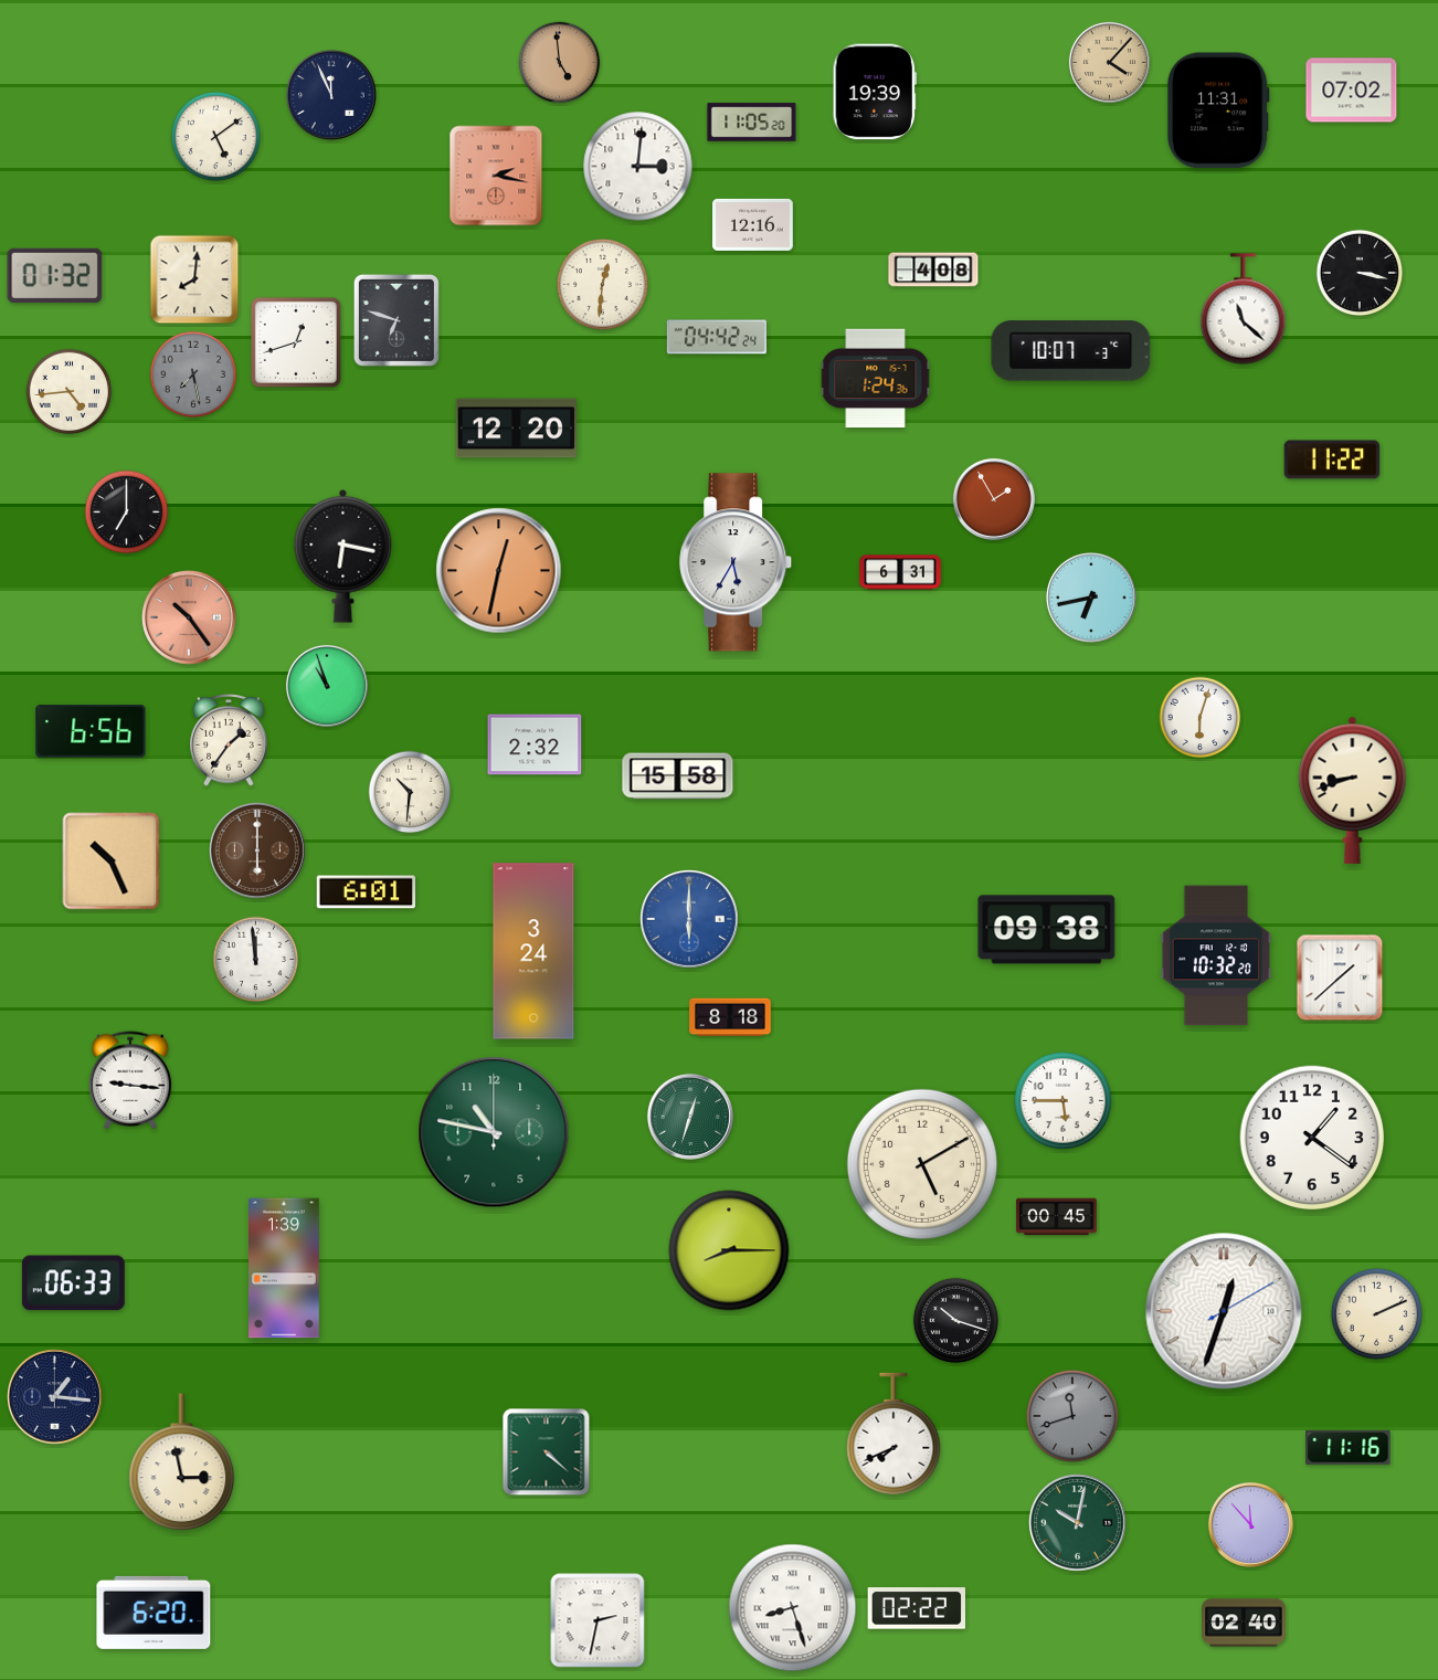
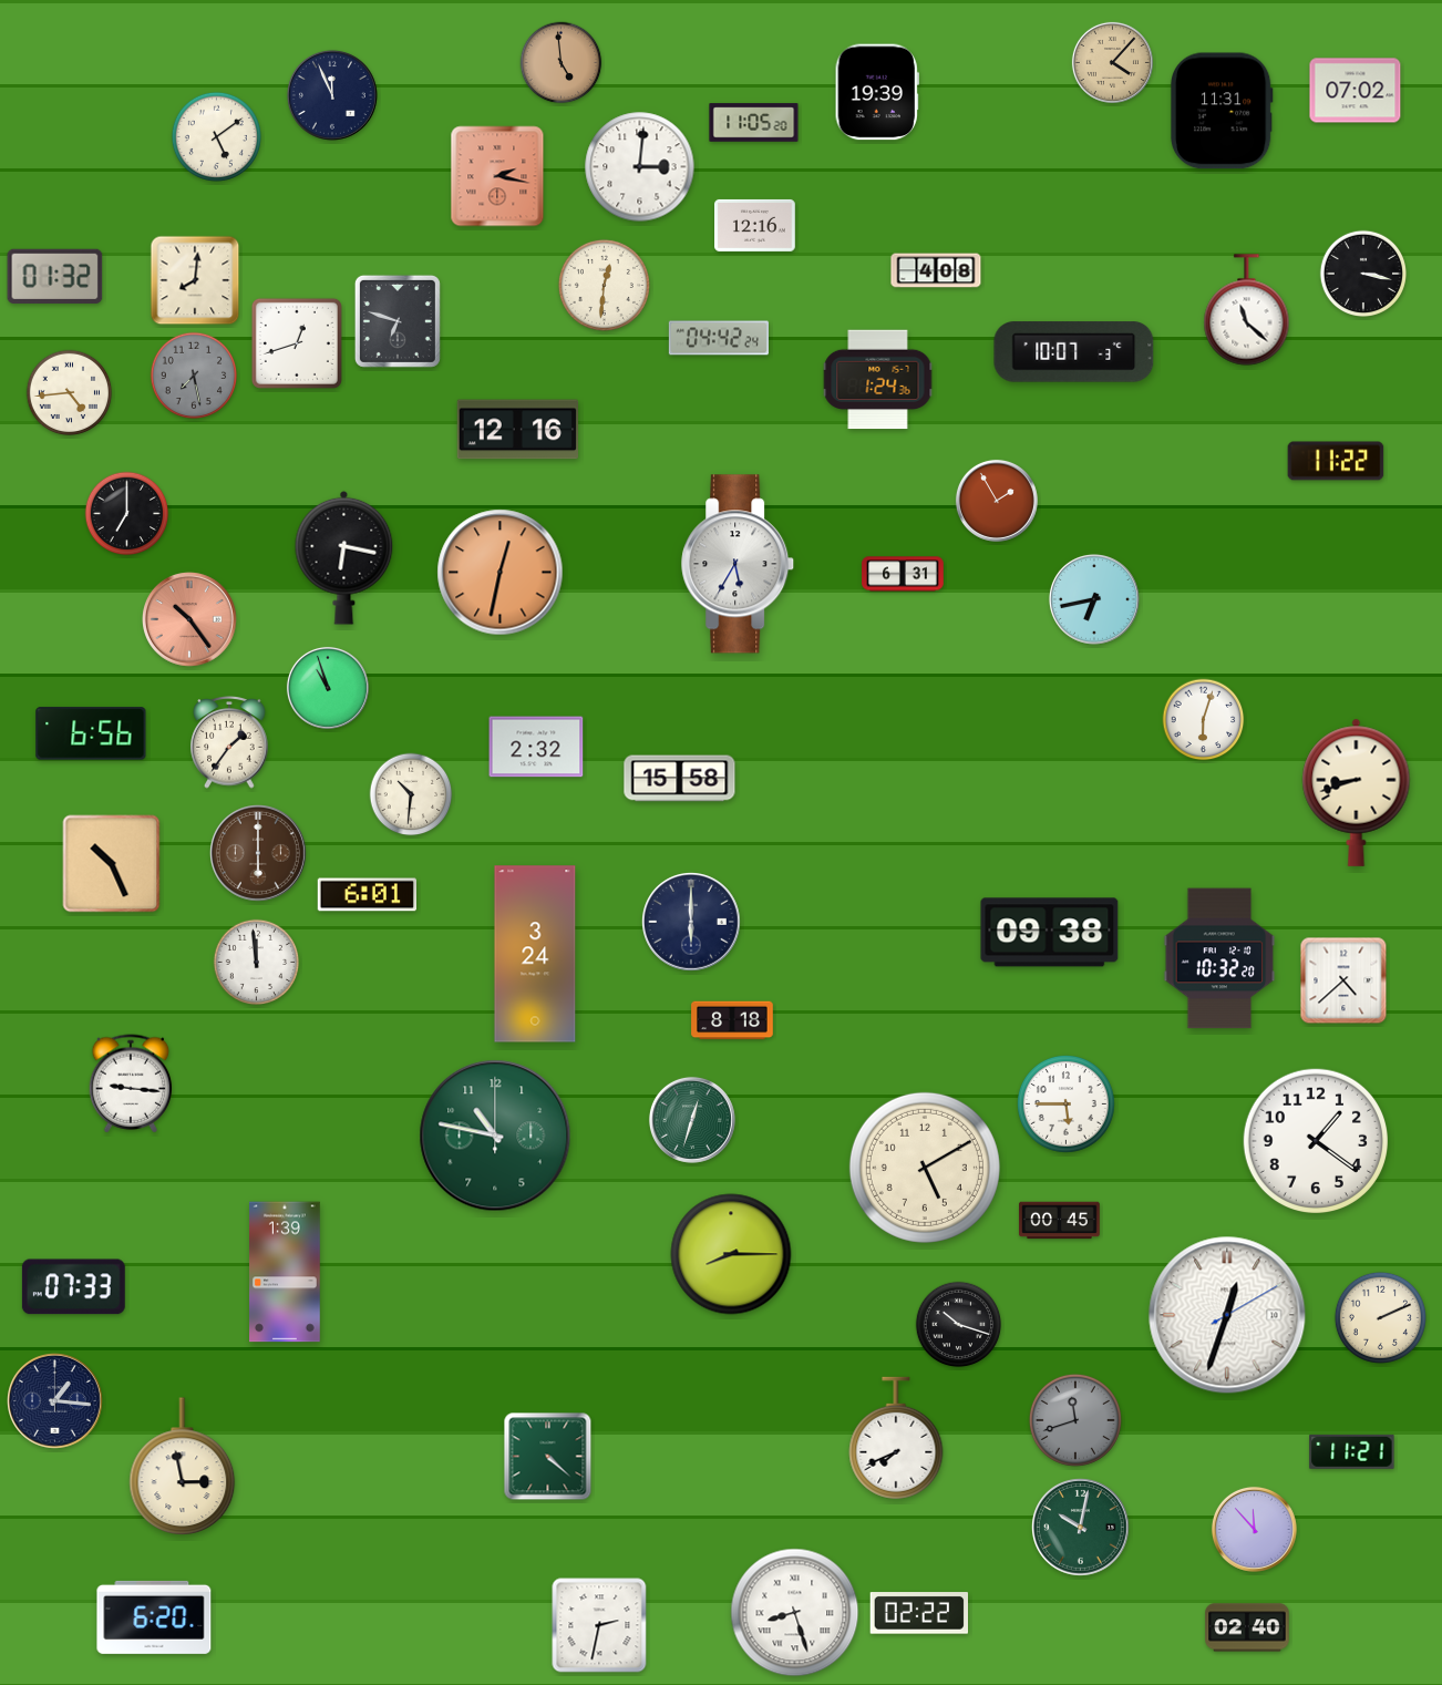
clock at (516, 429): 12:20 -> 12:16
clock at (690, 920) dial: blue -> navy
clock at (1340, 978): 1:38 -> 4:38
clock at (73, 1283): 06:33 -> 07:33
clock at (1349, 1447): 11:16 -> 11:21
